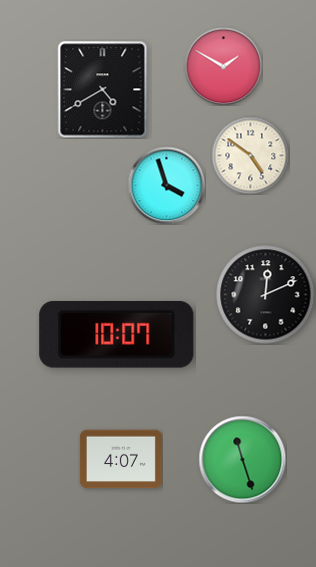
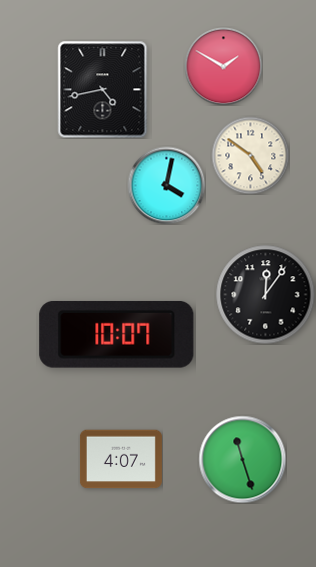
clock at (103, 89): 4:40 -> 4:43
clock at (166, 185): 3:57 -> 4:02
clock at (266, 295): 12:11 -> 12:06
